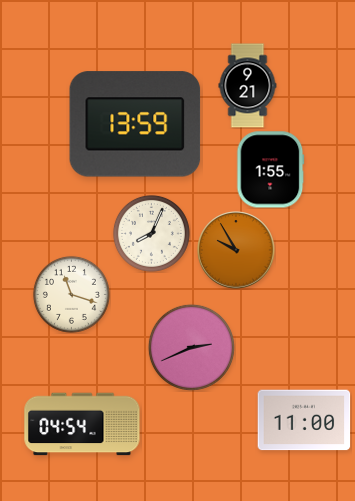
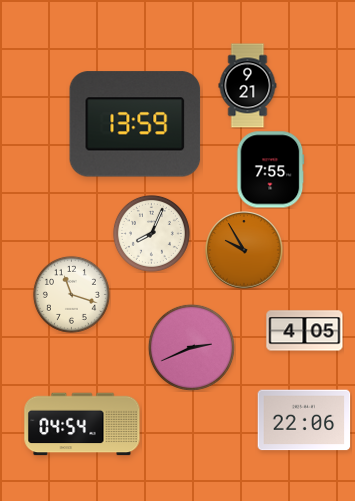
clock at (271, 170): 1:55 -> 7:55
clock at (236, 250) position: (236, 250) -> (244, 250)
clock at (305, 331): none -> 4:05
clock at (304, 420): 11:00 -> 22:06
